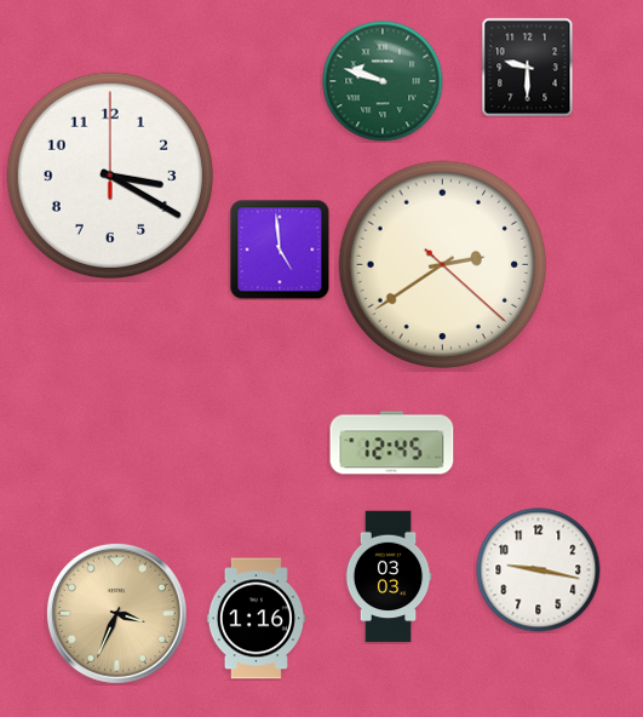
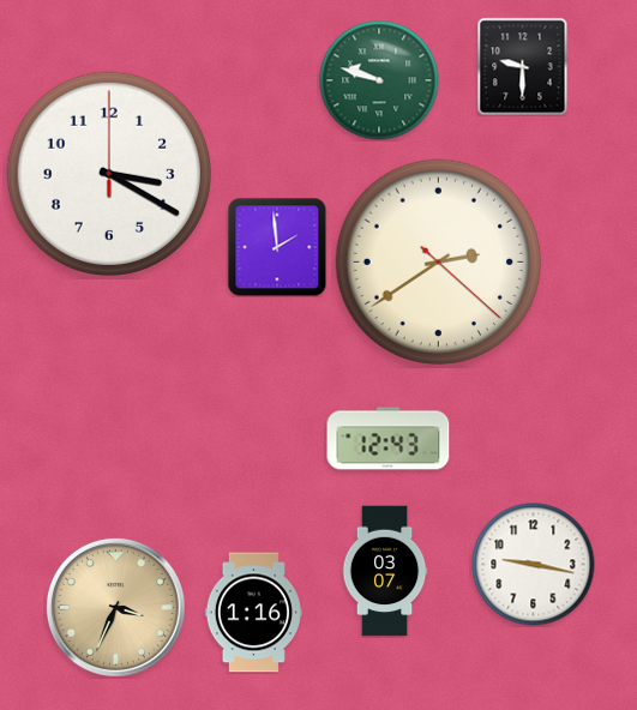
clock at (280, 249): 4:59 -> 1:59
clock at (392, 443): 12:45 -> 12:43
clock at (389, 577): 03:03 -> 03:07
